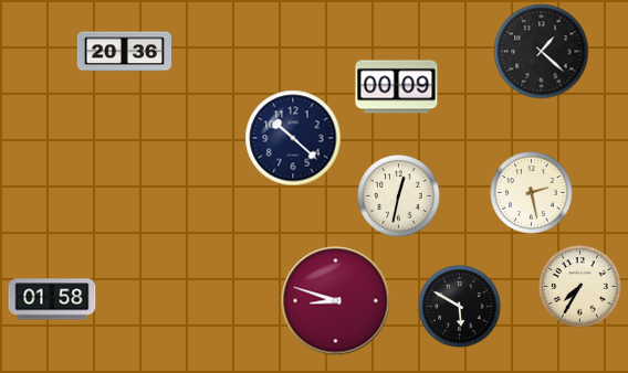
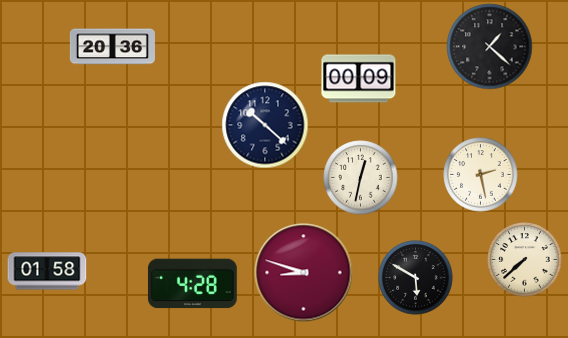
clock at (580, 287): 7:35 -> 7:38
clock at (192, 284): none -> 4:28
